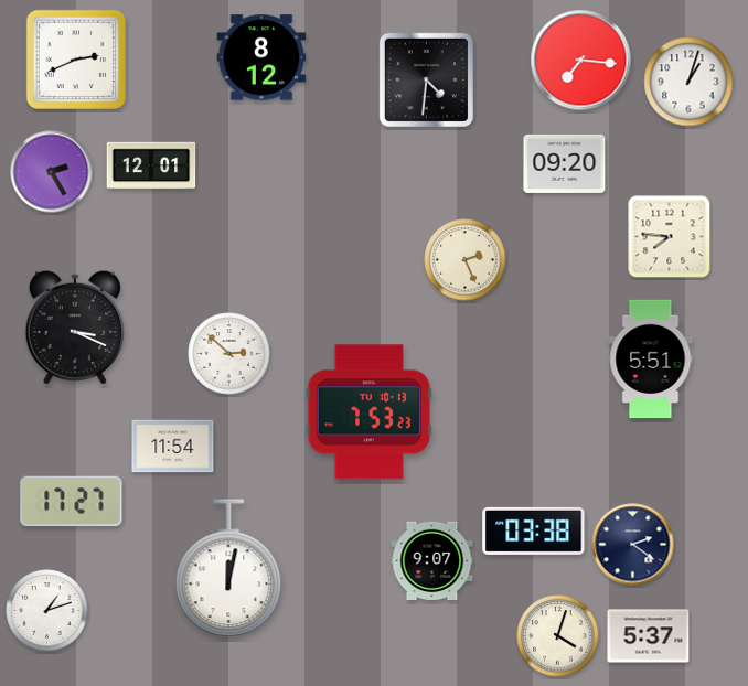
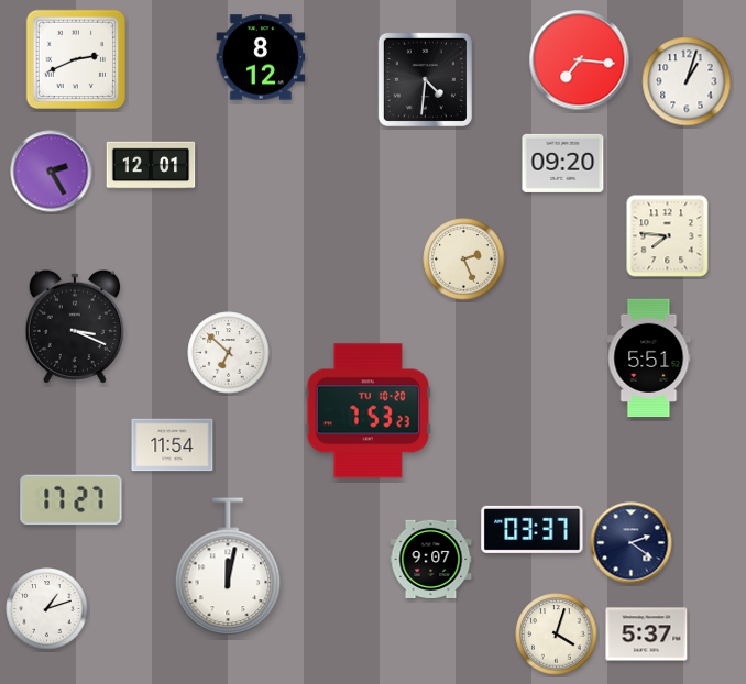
clock at (229, 354): 2:52 -> 6:52
clock at (368, 412) date: TU 10-13 -> TU 10-20
clock at (534, 530): 03:38 -> 03:37
